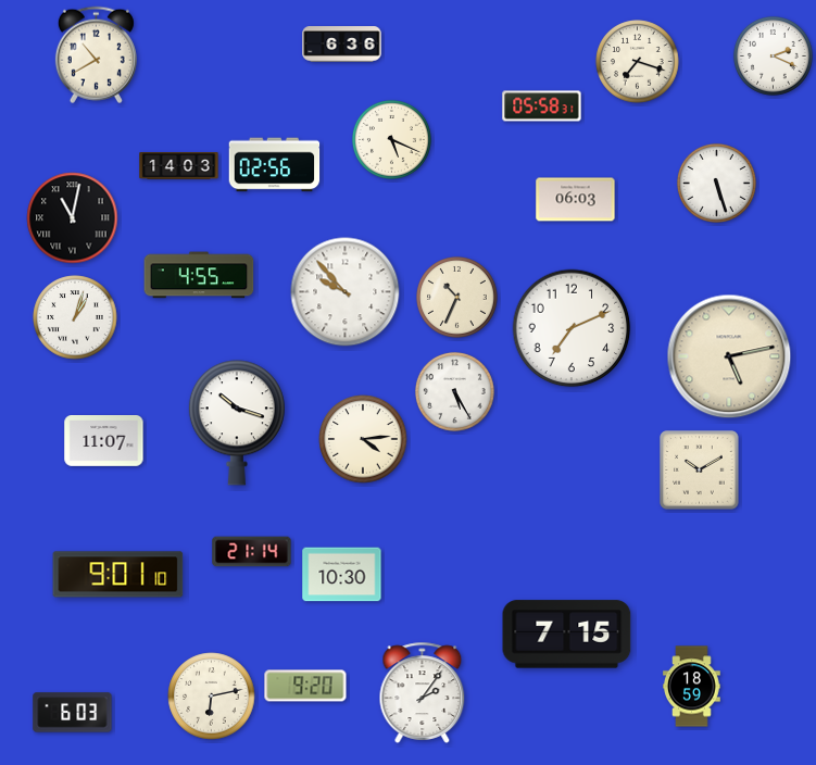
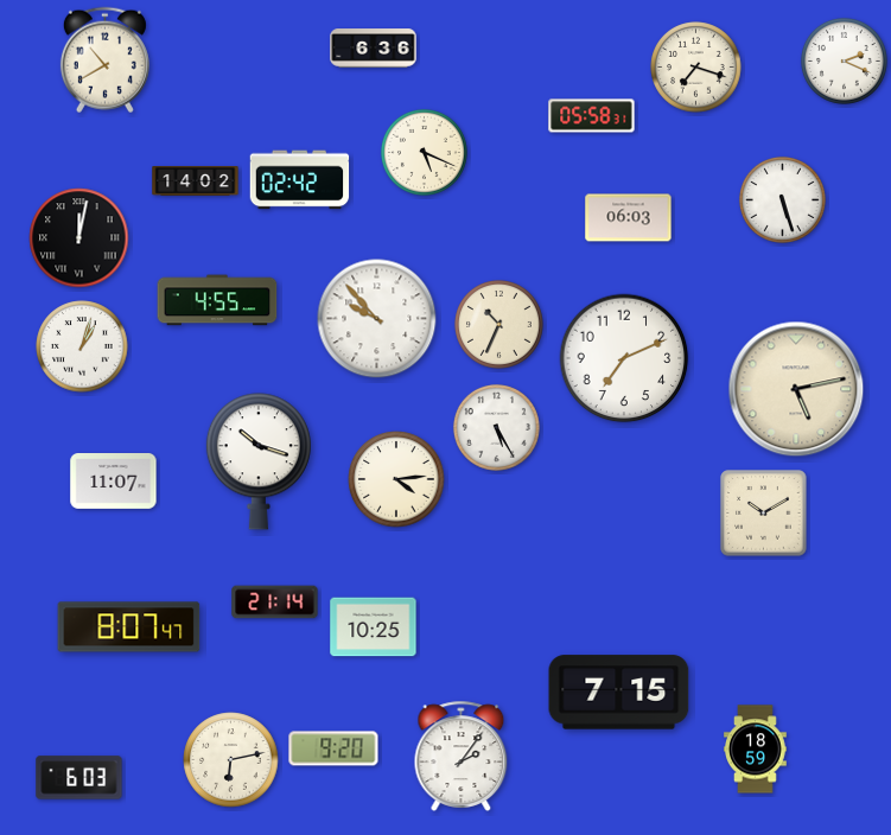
clock at (391, 139) position: (391, 139) -> (424, 152)
clock at (275, 165): 02:56 -> 02:42
clock at (179, 166): 14:03 -> 14:02
clock at (73, 218): 11:02 -> 12:02
clock at (118, 575): 9:01 -> 8:07
clock at (342, 575): 10:30 -> 10:25
